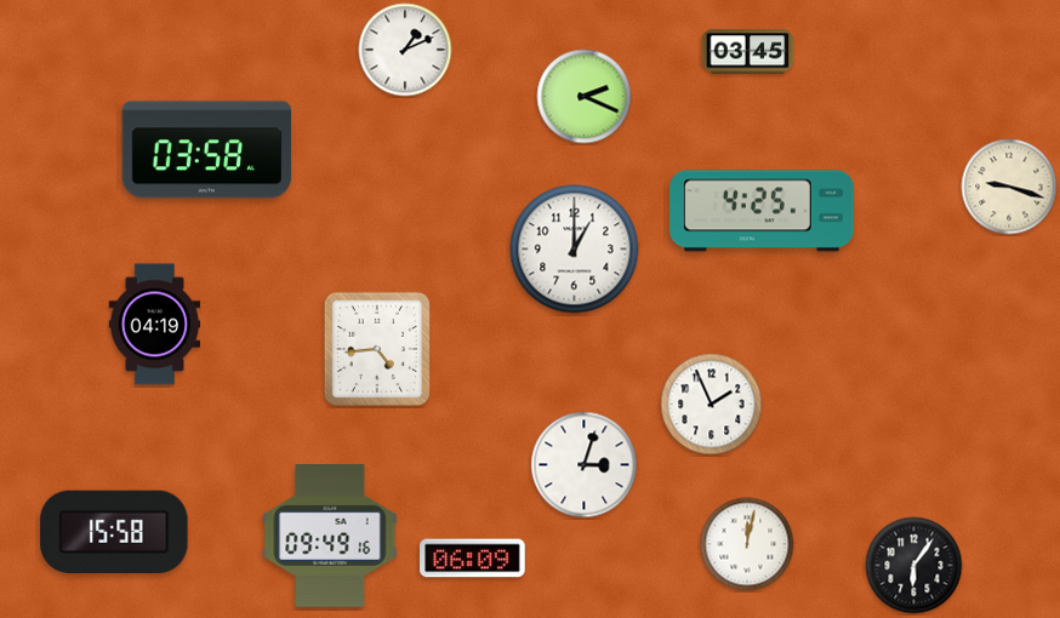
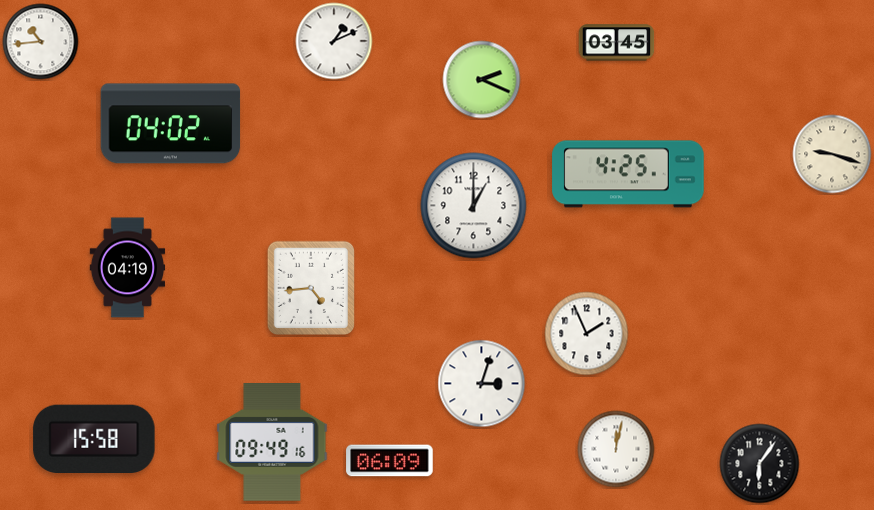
clock at (41, 42): none -> 10:44
clock at (207, 150): 03:58 -> 04:02
clock at (914, 566) position: (914, 566) -> (760, 464)
